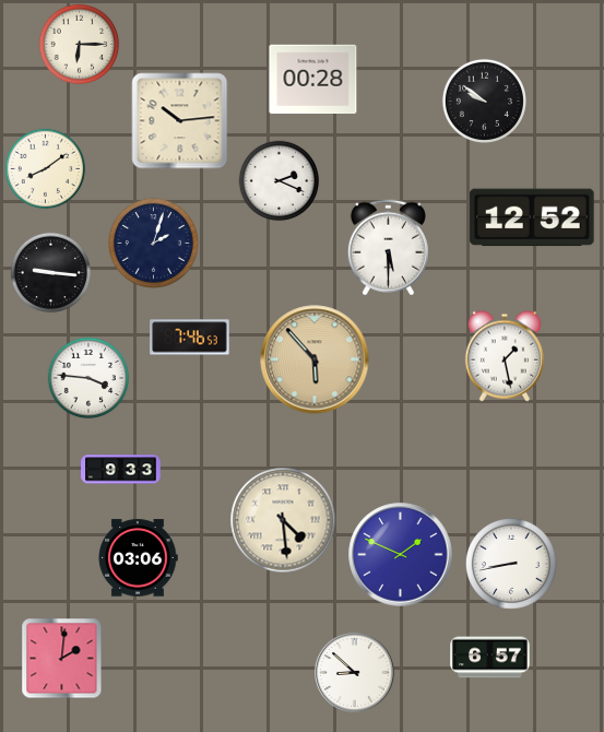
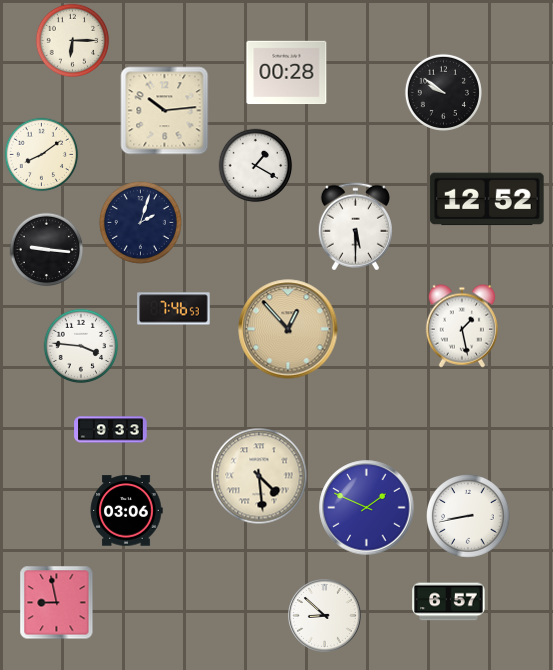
clock at (280, 181): 2:19 -> 1:20
clock at (315, 359): 5:53 -> 12:53
clock at (62, 659): 2:01 -> 8:58
